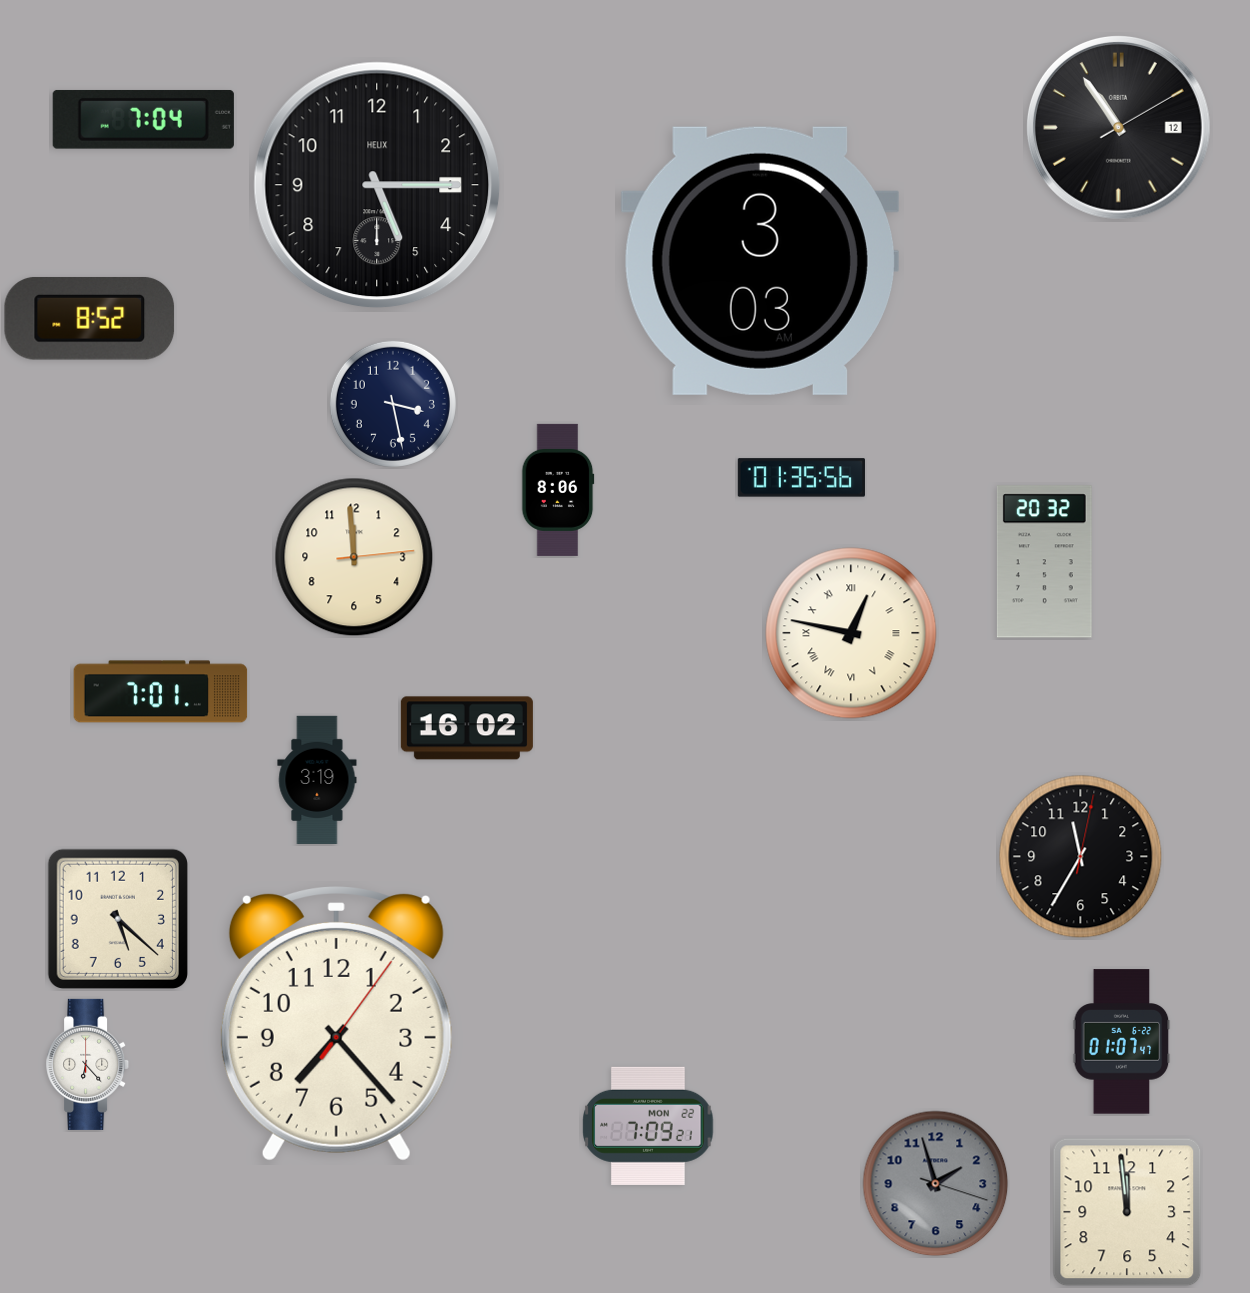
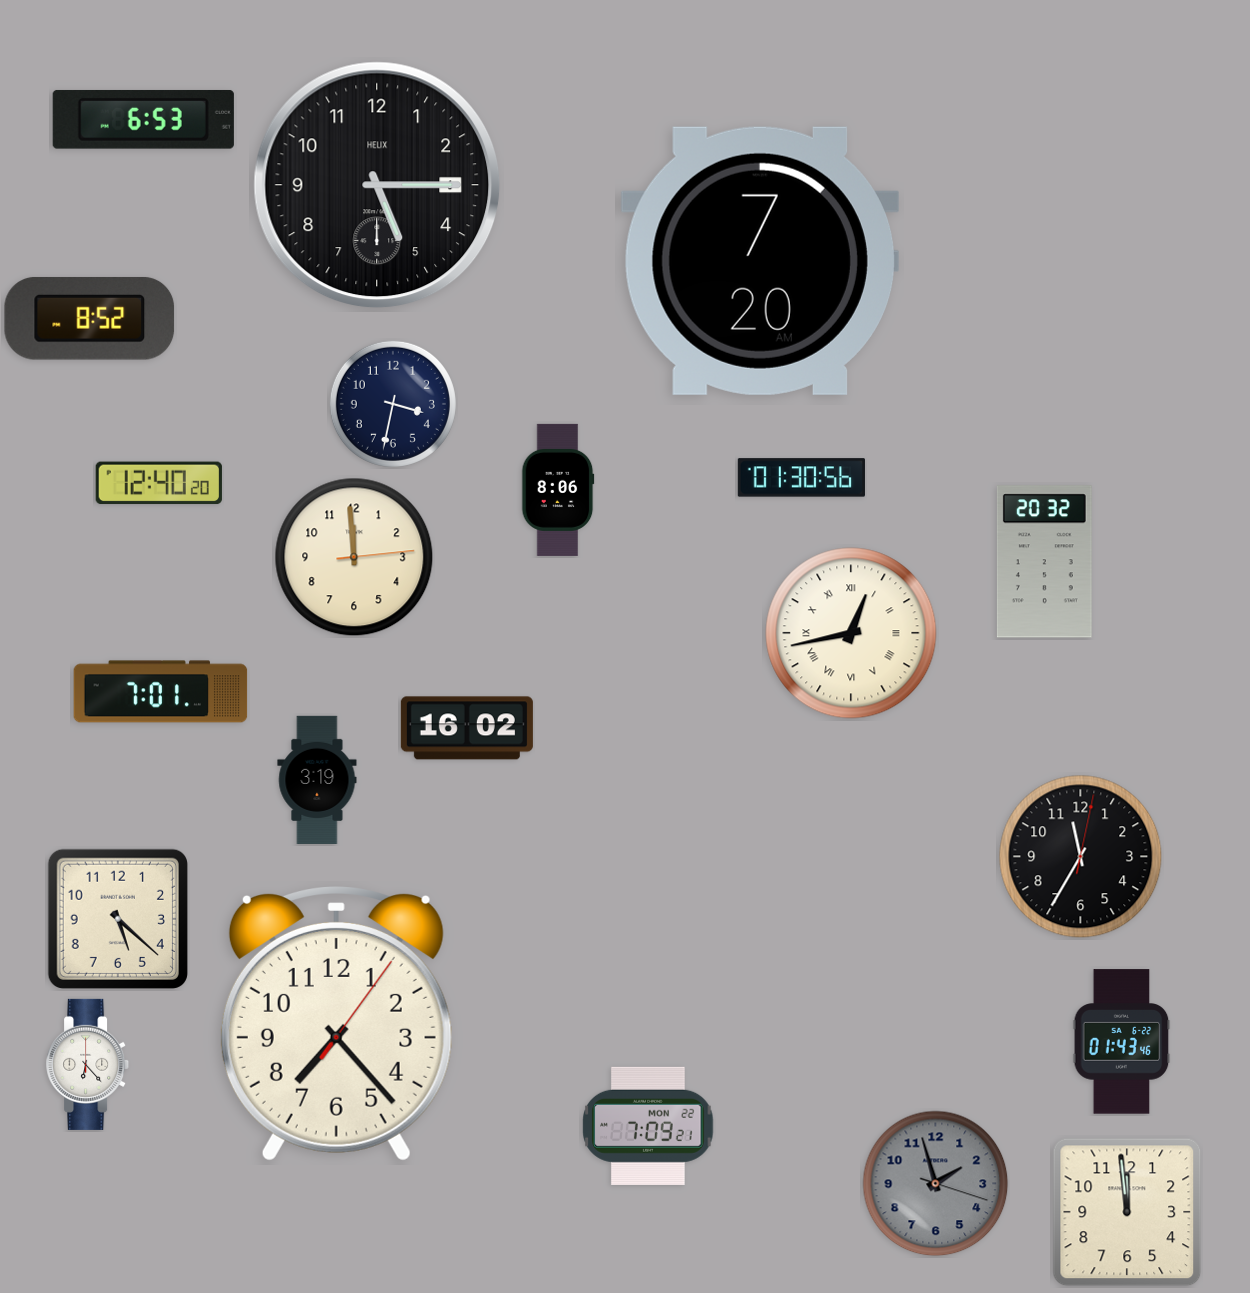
clock at (143, 119): 7:04 -> 6:53
clock at (1119, 128): 10:54 -> none
clock at (760, 261): 3:03 -> 7:20
clock at (393, 404): 3:28 -> 3:32
clock at (801, 478): 01:35 -> 01:30
clock at (159, 483): none -> 12:40
clock at (851, 633): 12:47 -> 12:43
clock at (1122, 1042): 01:07 -> 01:43
